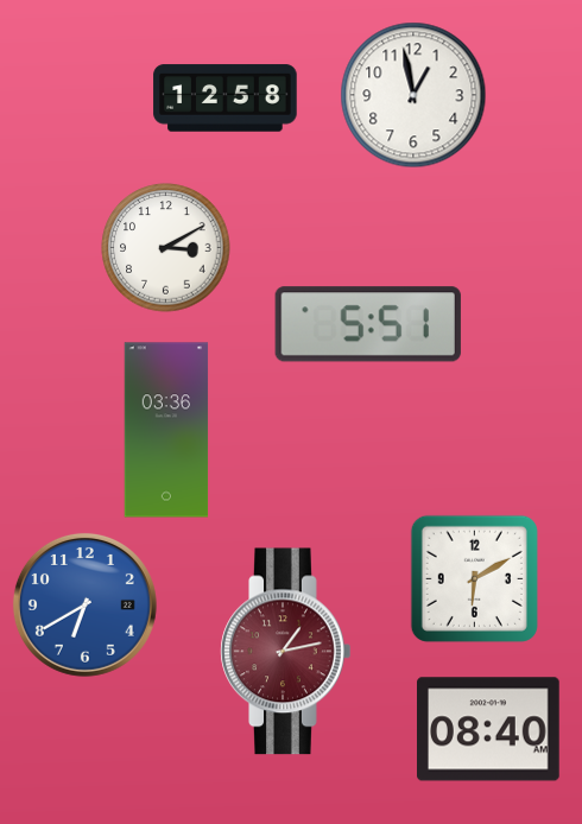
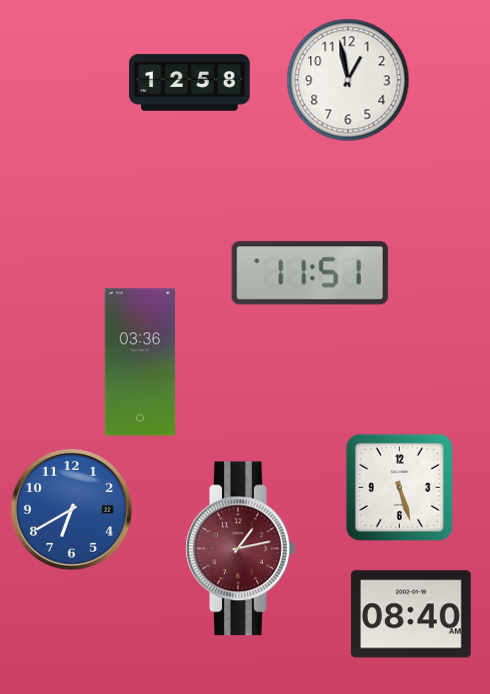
clock at (166, 248): 3:10 -> none
clock at (368, 324): 5:51 -> 11:51
clock at (474, 578): 6:10 -> 5:27
